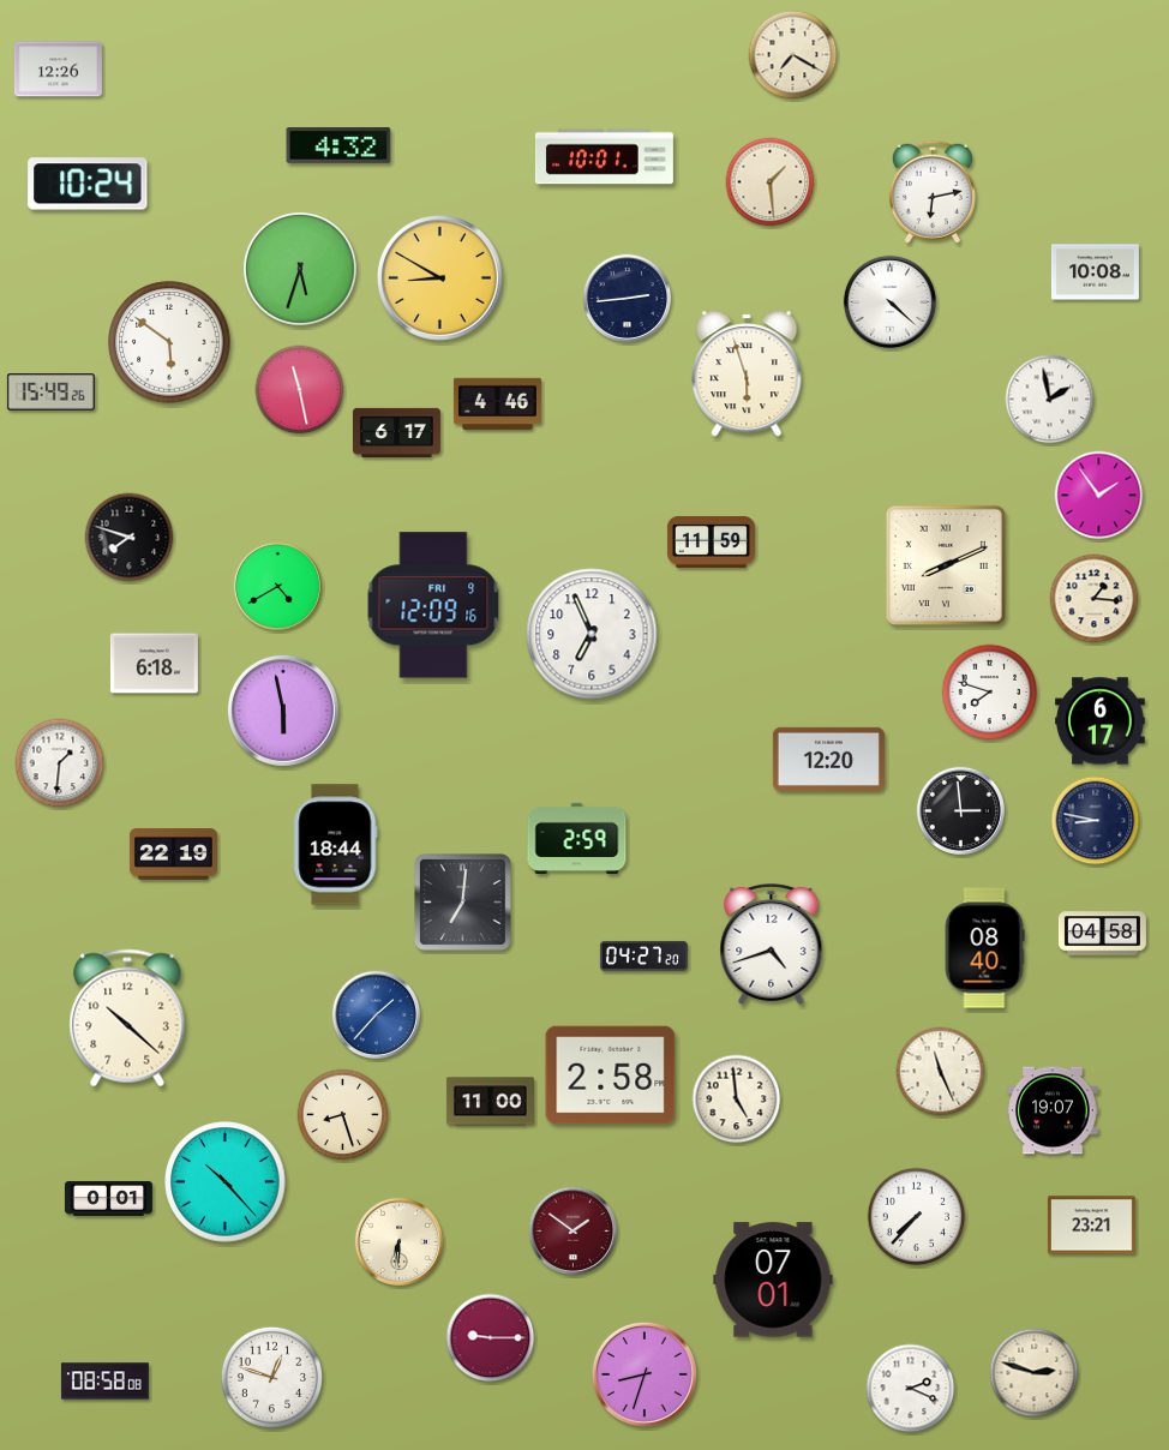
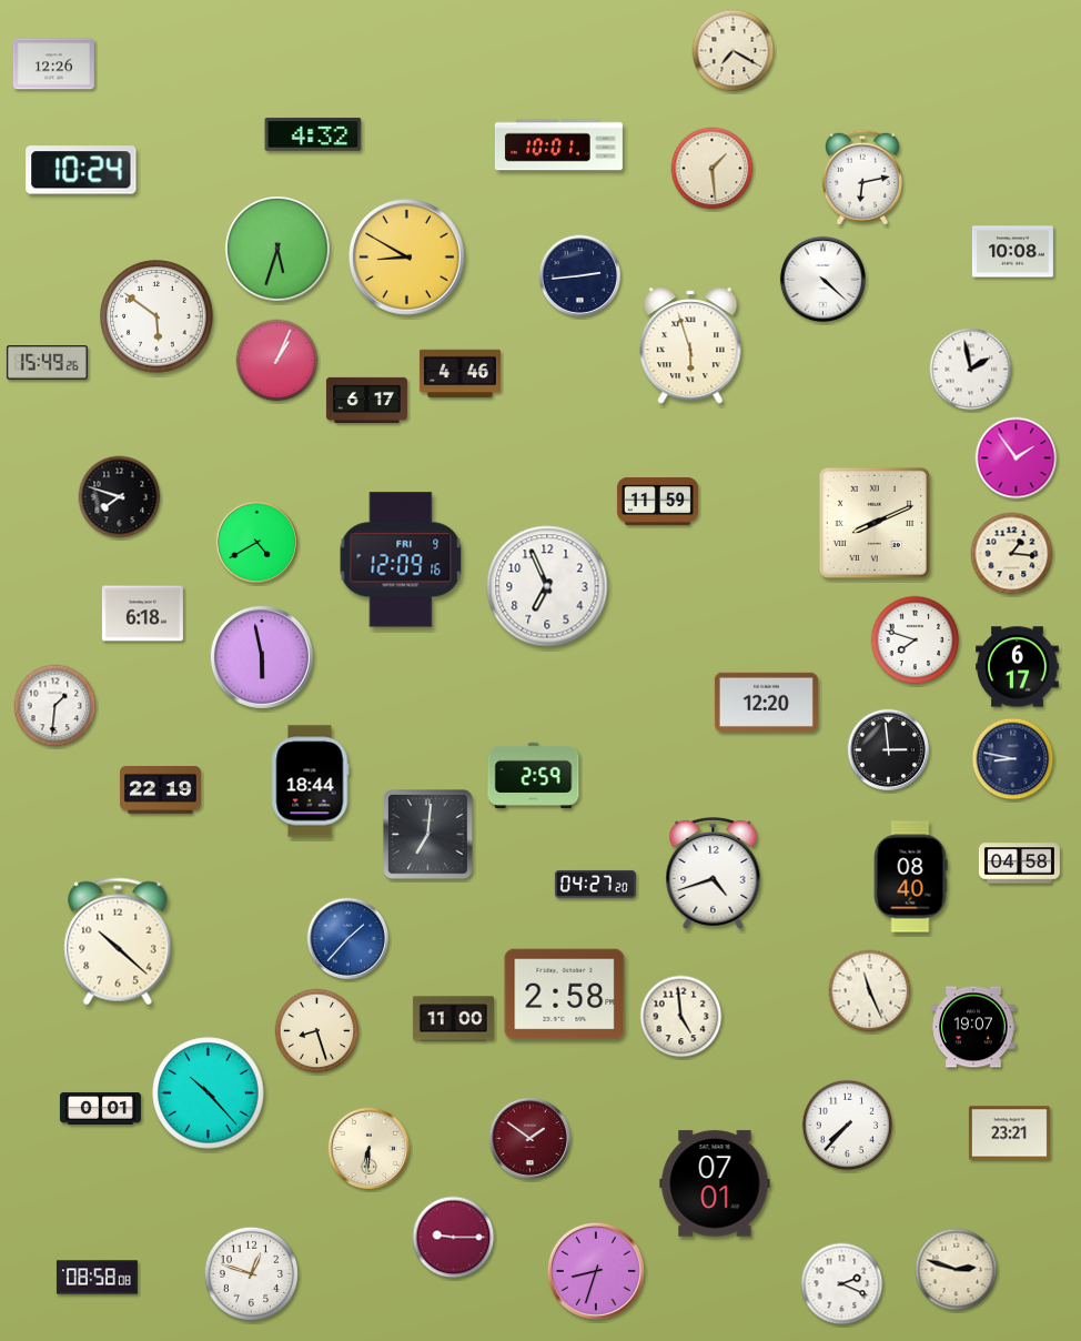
clock at (300, 390): 11:28 -> 1:04
